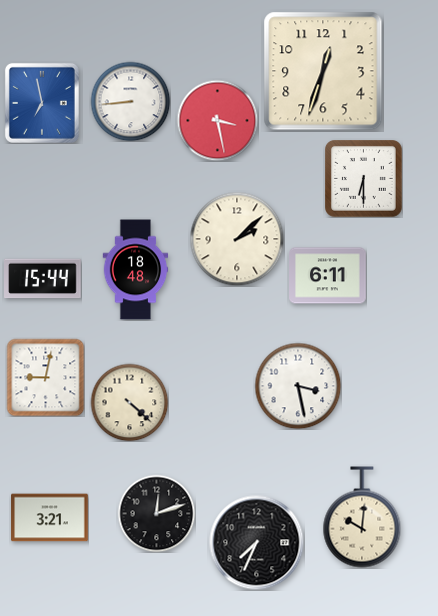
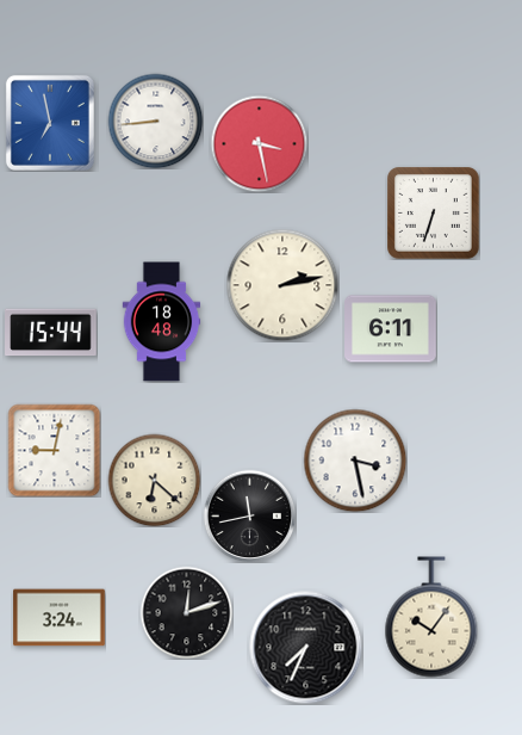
clock at (323, 71): 12:33 -> none
clock at (364, 179): 6:30 -> 6:33
clock at (237, 239): 2:08 -> 2:13
clock at (129, 402): 4:22 -> 6:22
clock at (249, 515): none -> 11:43
clock at (362, 517): 10:01 -> 10:06
clock at (50, 518): 3:21 -> 3:24
